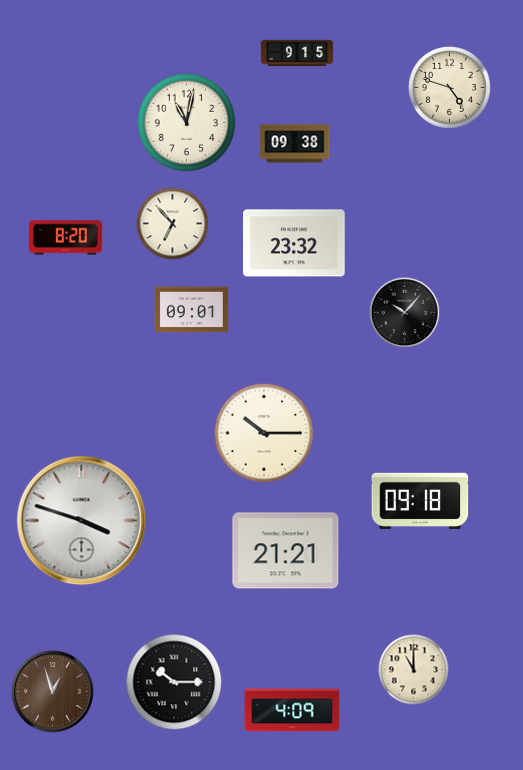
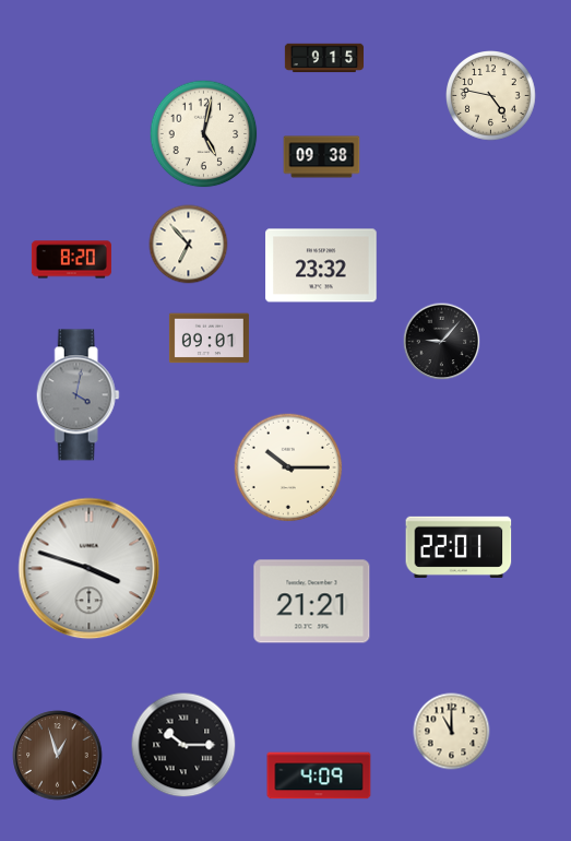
clock at (450, 88): 4:48 -> 4:47
clock at (187, 123): 11:02 -> 5:02
clock at (405, 313): 10:07 -> 9:07
clock at (78, 395): none -> 4:02
clock at (264, 433) position: (264, 433) -> (288, 467)
clock at (420, 501): 09:18 -> 22:01
clock at (174, 682) position: (174, 682) -> (183, 745)
